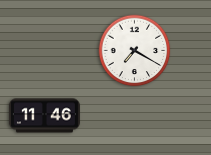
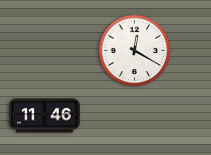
clock at (135, 51): 7:20 -> 12:20
